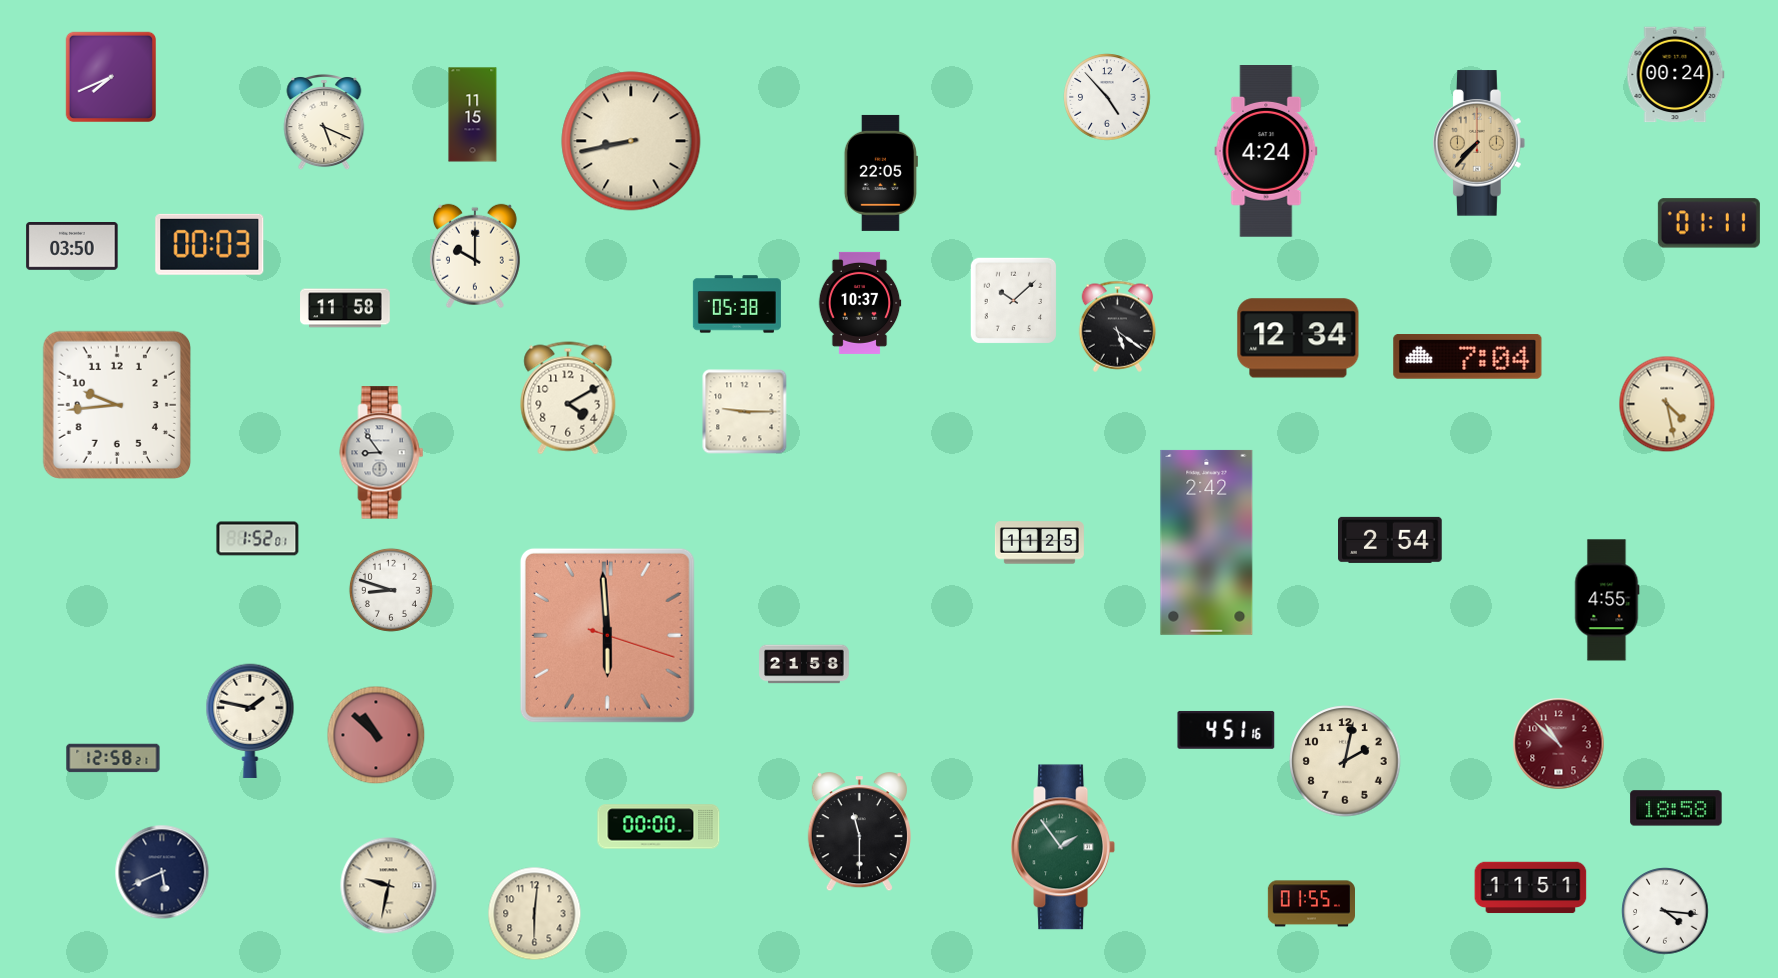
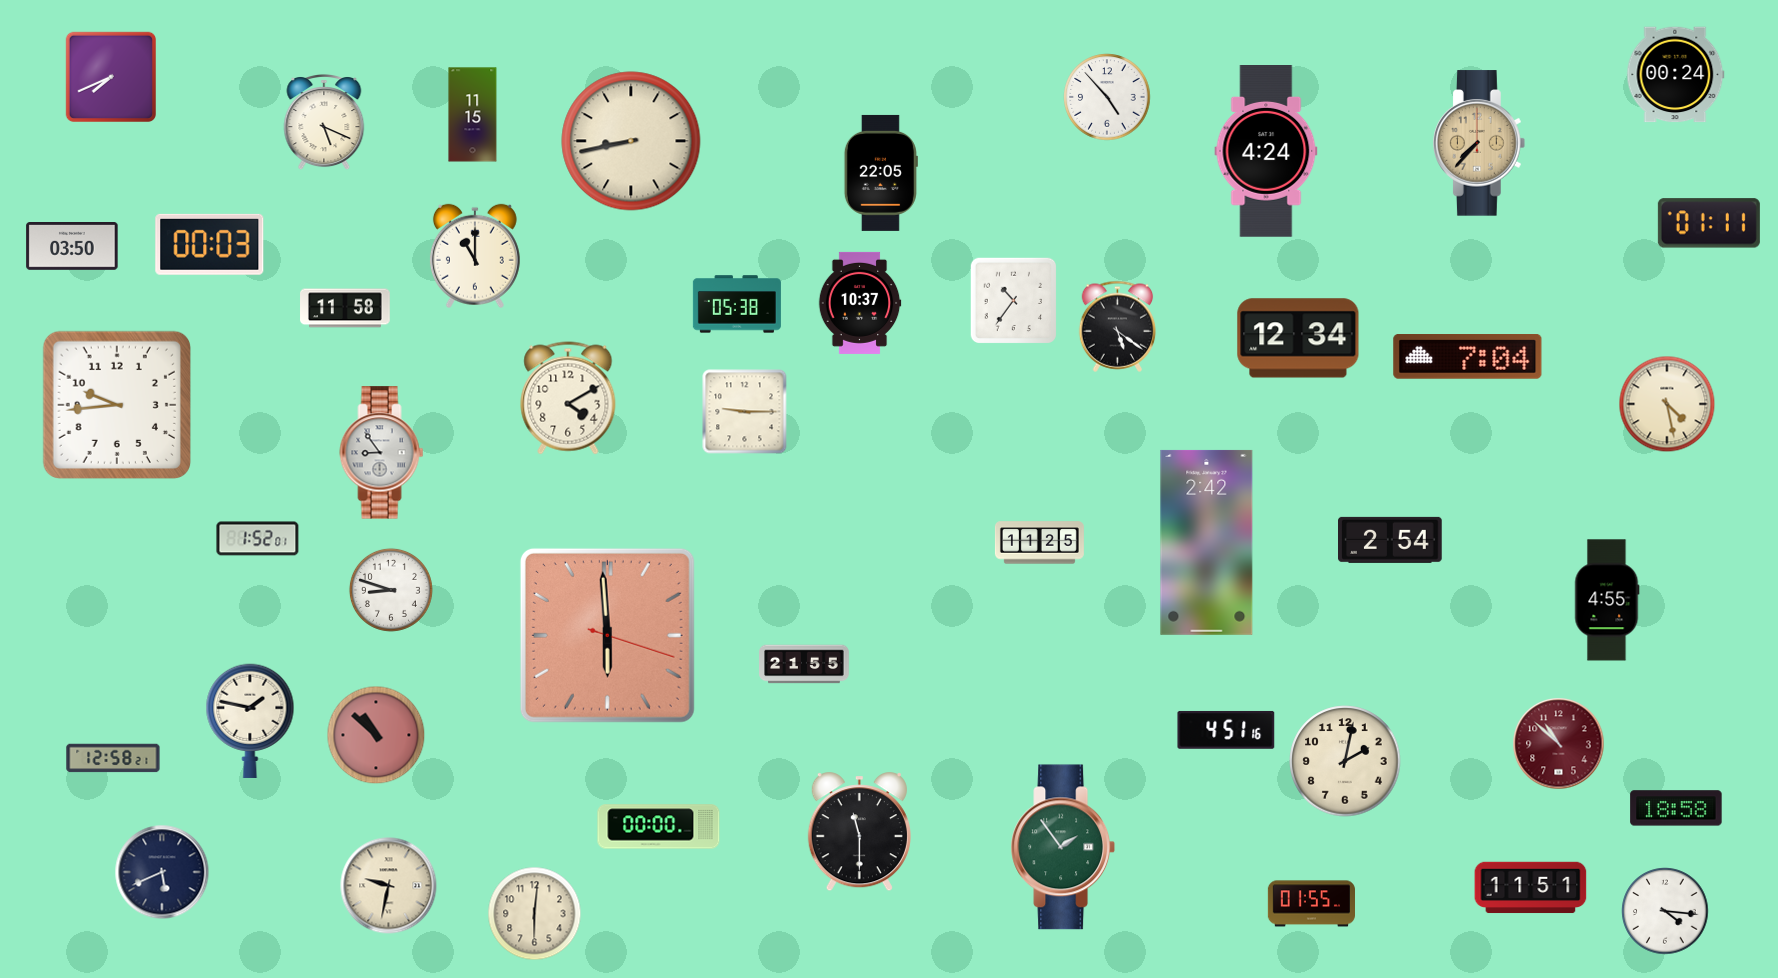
clock at (475, 256): 10:00 -> 11:00
clock at (1013, 300): 10:08 -> 10:36
clock at (804, 664): 21:58 -> 21:55
